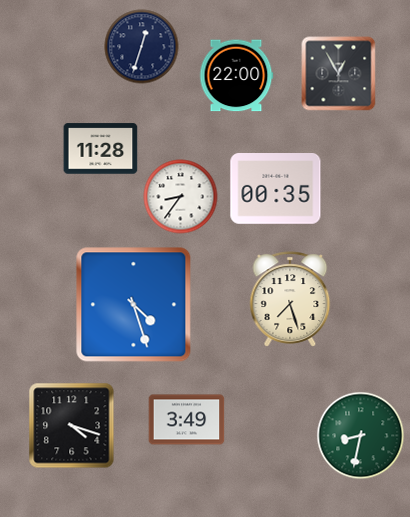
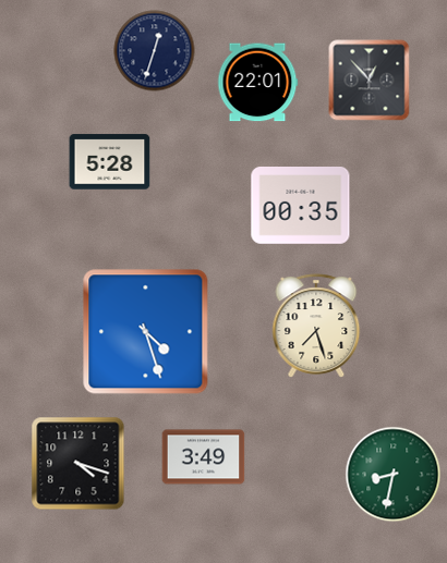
clock at (339, 74): 12:55 -> 12:53
clock at (236, 76): 22:00 -> 22:01
clock at (101, 149): 11:28 -> 5:28
clock at (181, 197): 8:36 -> none
